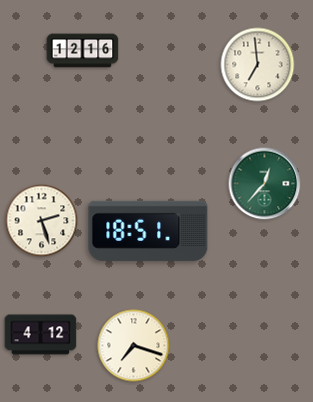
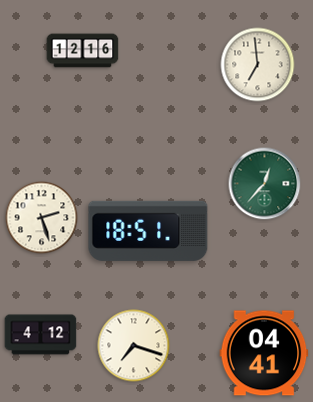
clock at (42, 221) position: (42, 221) -> (42, 218)
clock at (264, 353): none -> 04:41
